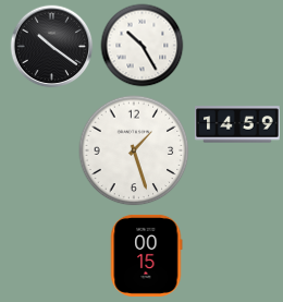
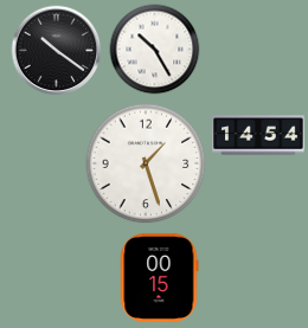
clock at (237, 124): 14:59 -> 14:54
